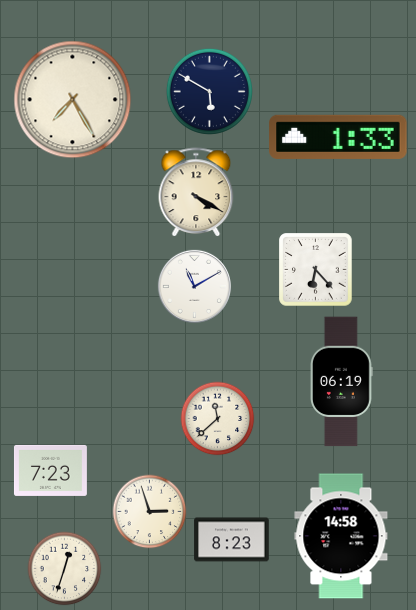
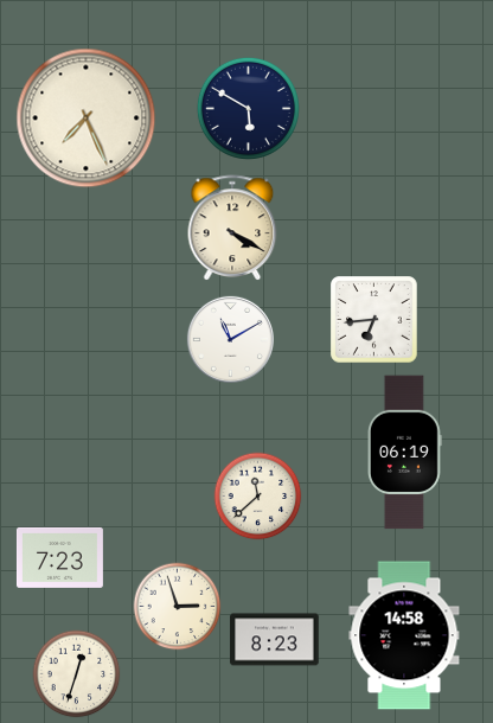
clock at (73, 100): 7:25 -> 7:26
clock at (338, 137): 1:33 -> none
clock at (316, 270): 6:23 -> 6:44
